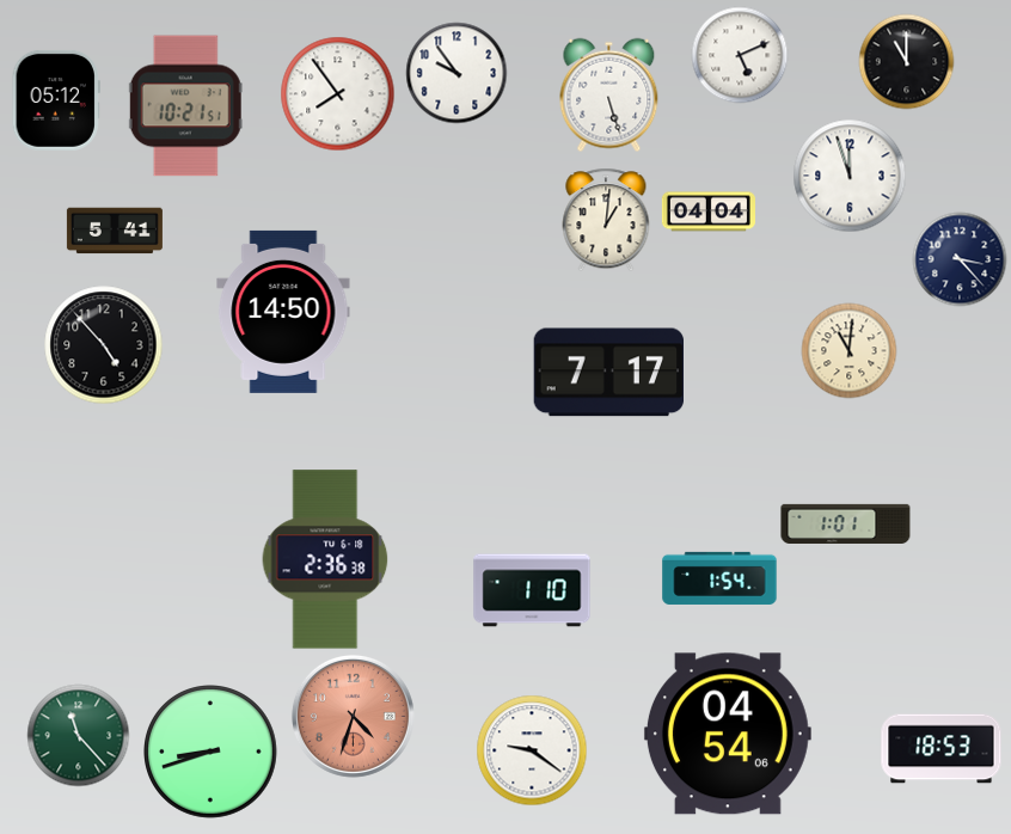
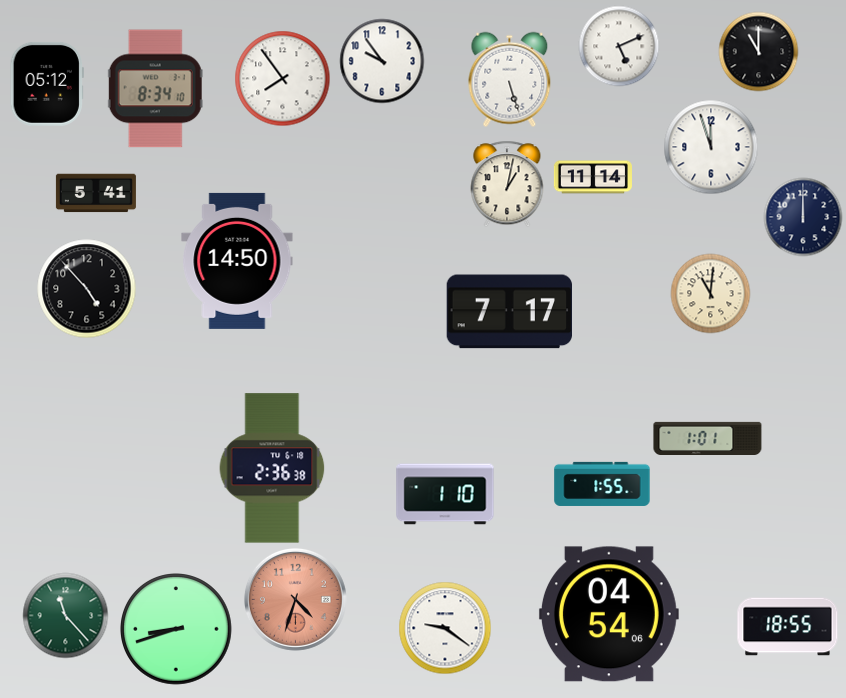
clock at (185, 106): 10:21 -> 8:34
clock at (709, 211): 04:04 -> 11:14
clock at (606, 220): 1:01 -> 1:02
clock at (960, 259): 3:23 -> 12:00
clock at (719, 578): 1:54 -> 1:55
clock at (942, 749): 18:53 -> 18:55
